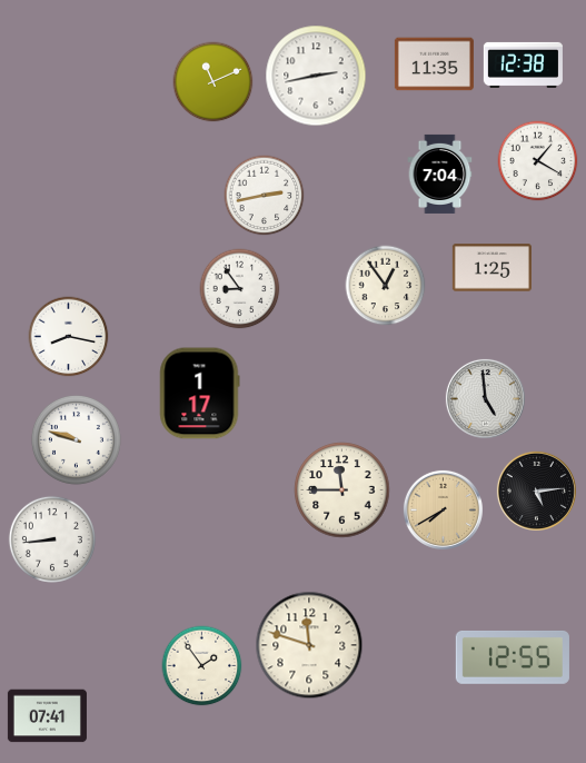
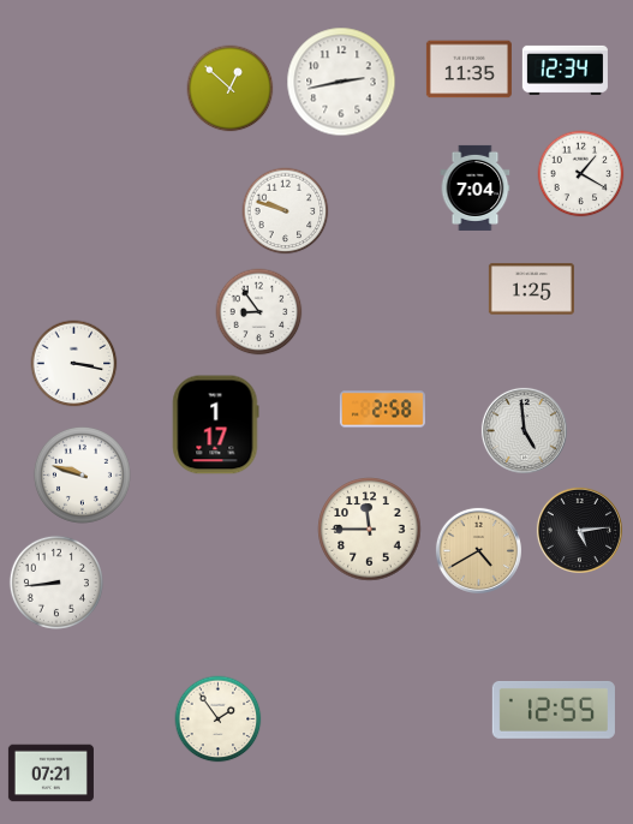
clock at (523, 65): 12:38 -> 12:34
clock at (213, 82): 11:11 -> 12:52
clock at (265, 196): 2:43 -> 9:48
clock at (386, 286): 12:54 -> none
clock at (69, 337): 8:17 -> 3:17
clock at (382, 410): none -> 2:58
clock at (443, 509): 7:40 -> 4:40
clock at (309, 645): 11:48 -> none
clock at (47, 716): 07:41 -> 07:21
